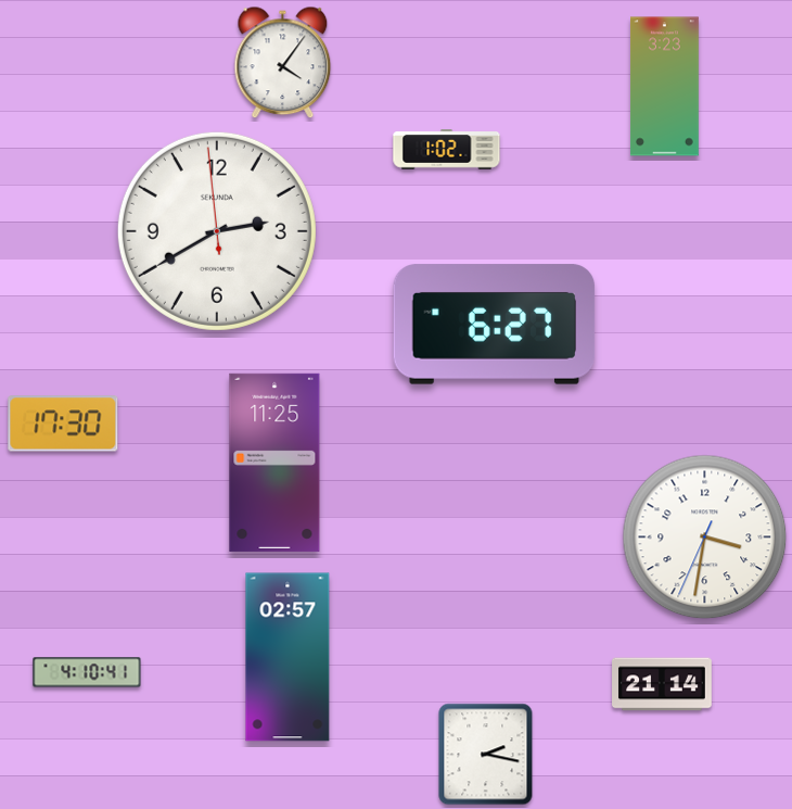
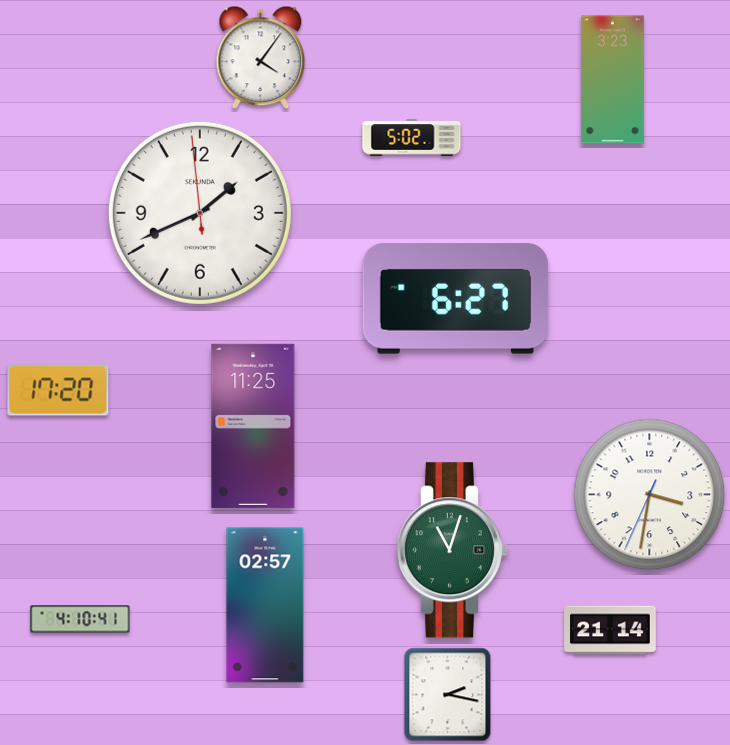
clock at (447, 150): 1:02 -> 5:02
clock at (217, 231): 2:39 -> 1:40
clock at (63, 424): 17:30 -> 17:20
clock at (451, 550): none -> 11:03
